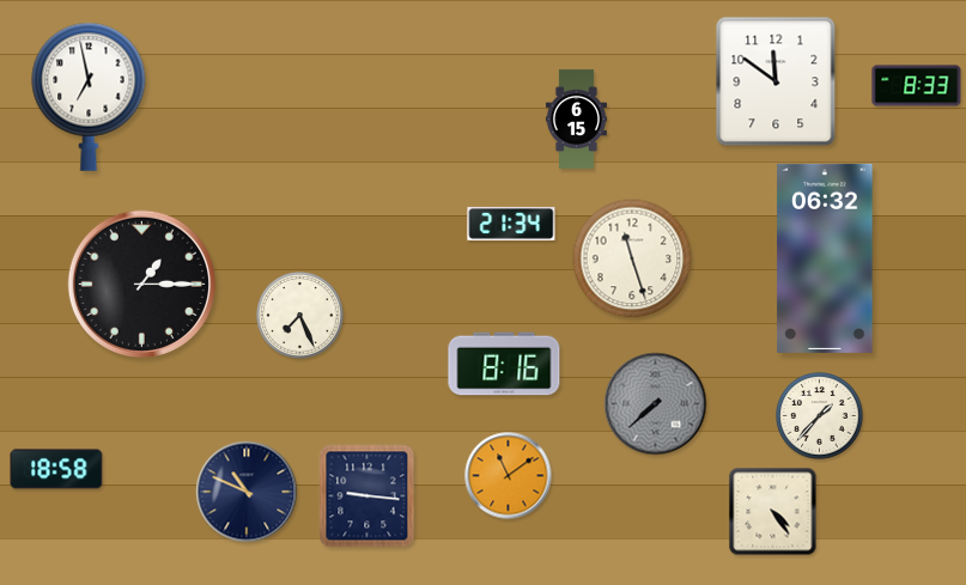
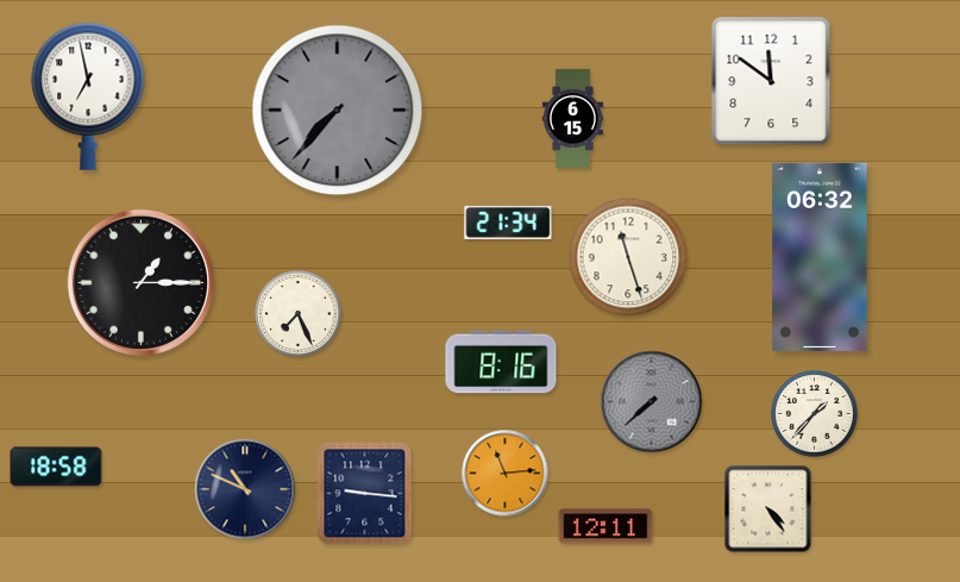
clock at (917, 86): 8:33 -> none
clock at (338, 111): none -> 7:37
clock at (509, 476): 11:09 -> 11:14
clock at (606, 526): none -> 12:11
